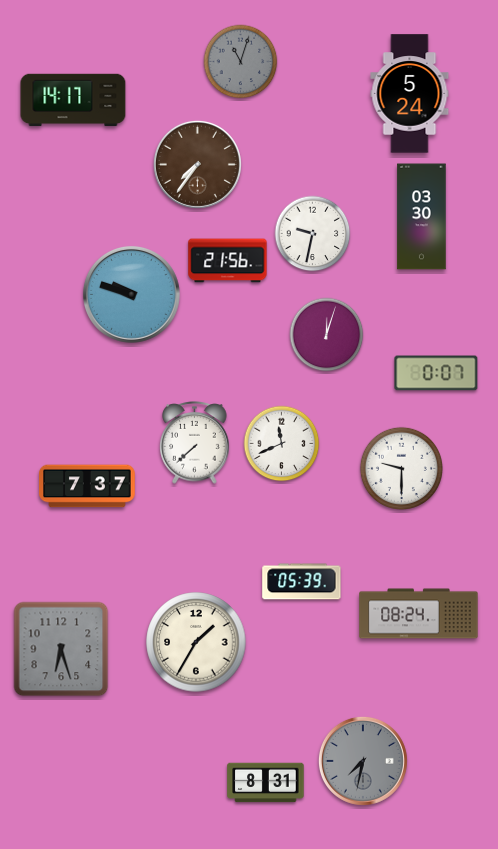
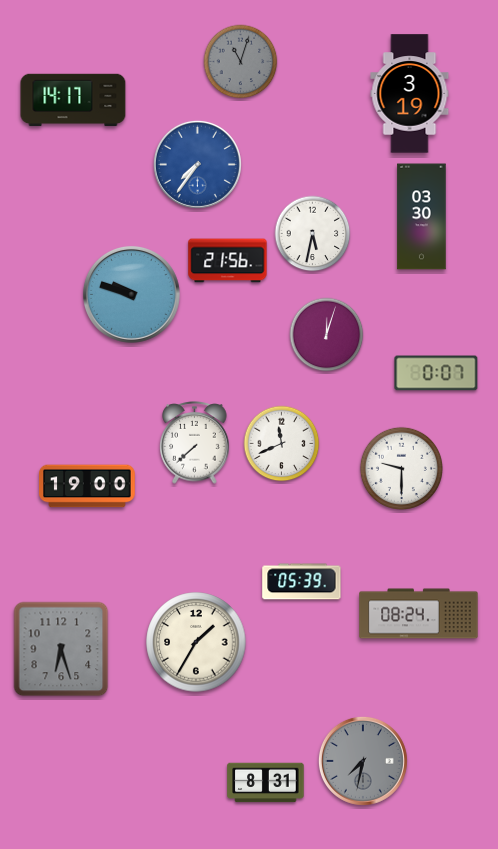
clock at (410, 94): 5:24 -> 3:19
clock at (197, 164) dial: brown -> blue
clock at (313, 234): 9:32 -> 5:32
clock at (87, 486): 7:37 -> 19:00
